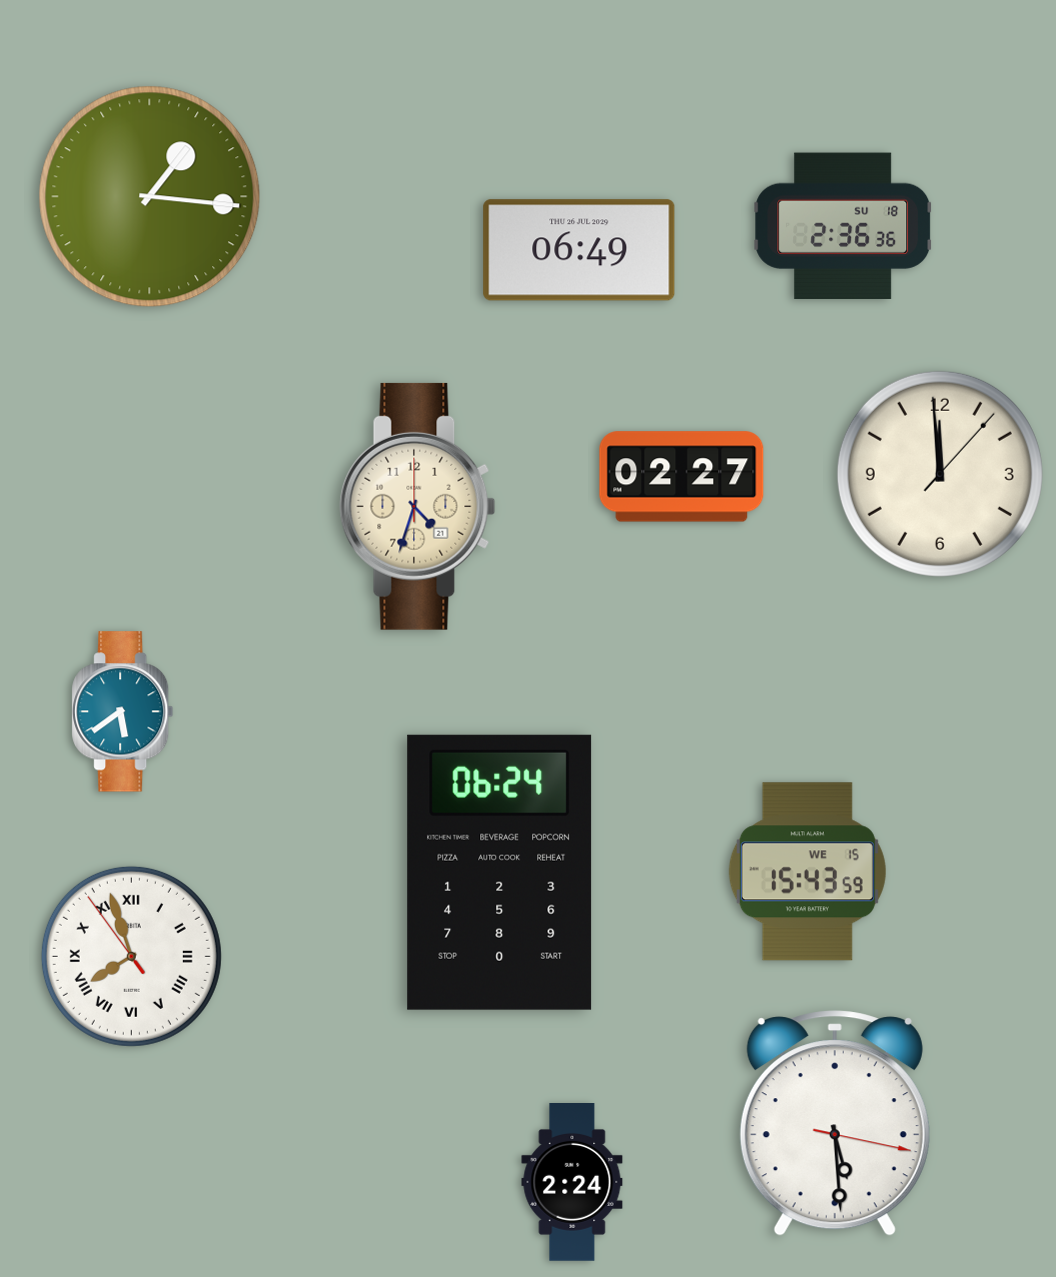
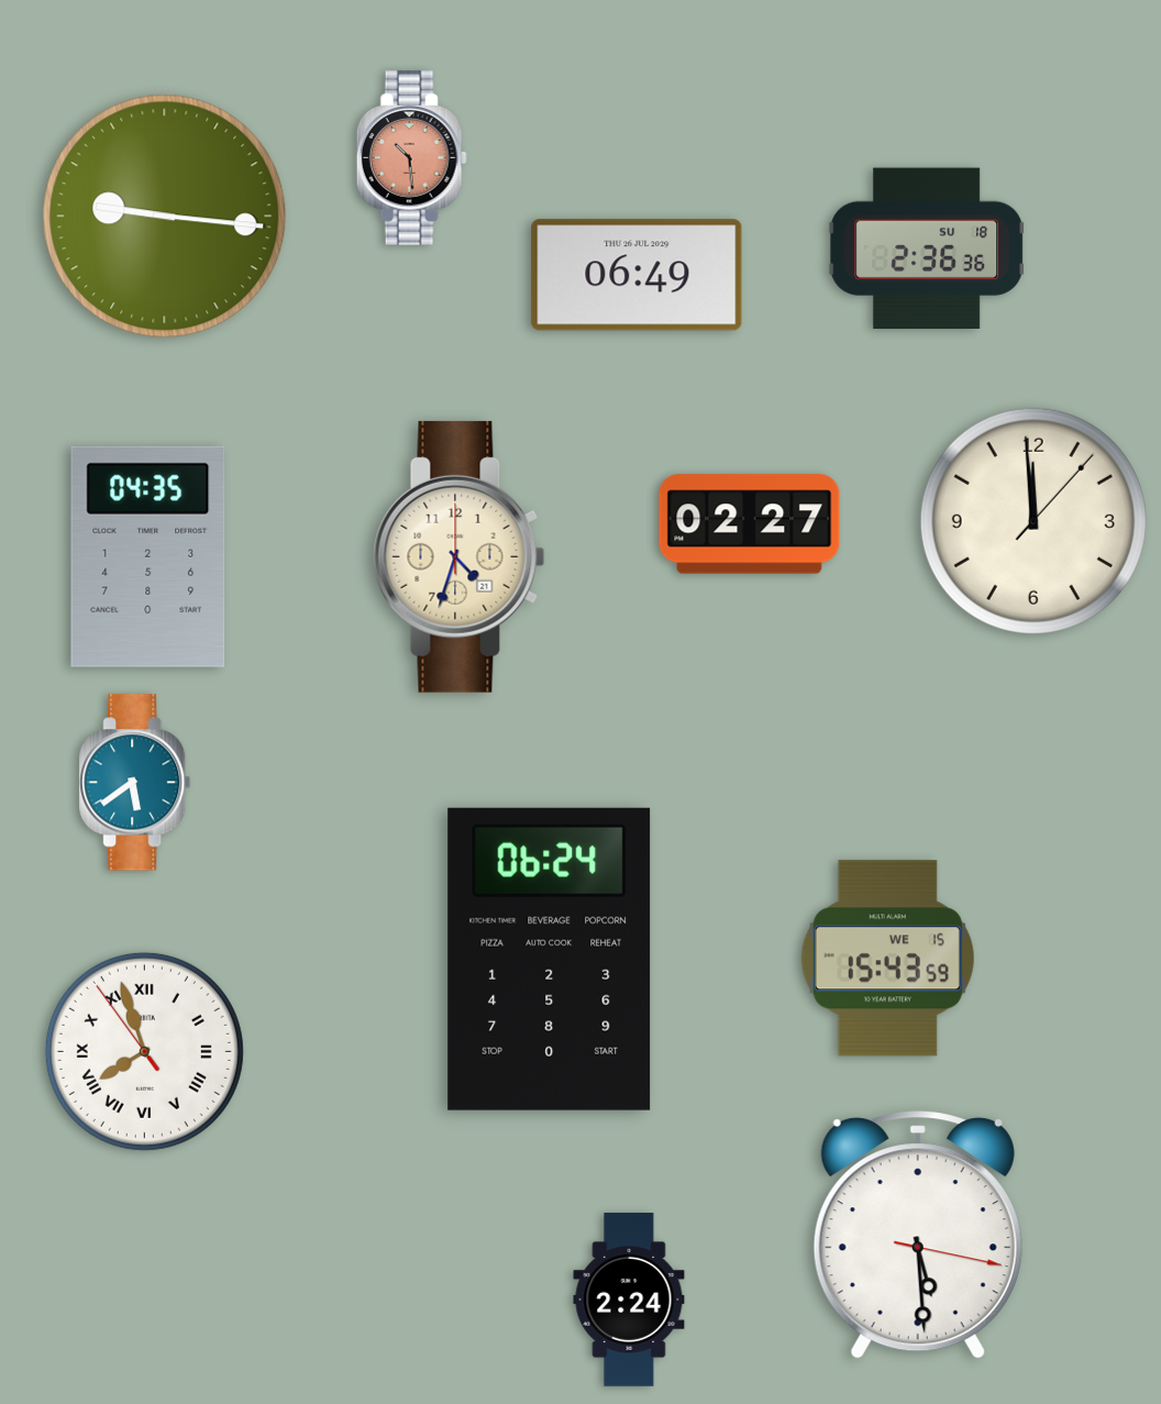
clock at (411, 158): none -> 10:29
clock at (150, 197): 1:16 -> 9:16
clock at (148, 556): none -> 04:35
